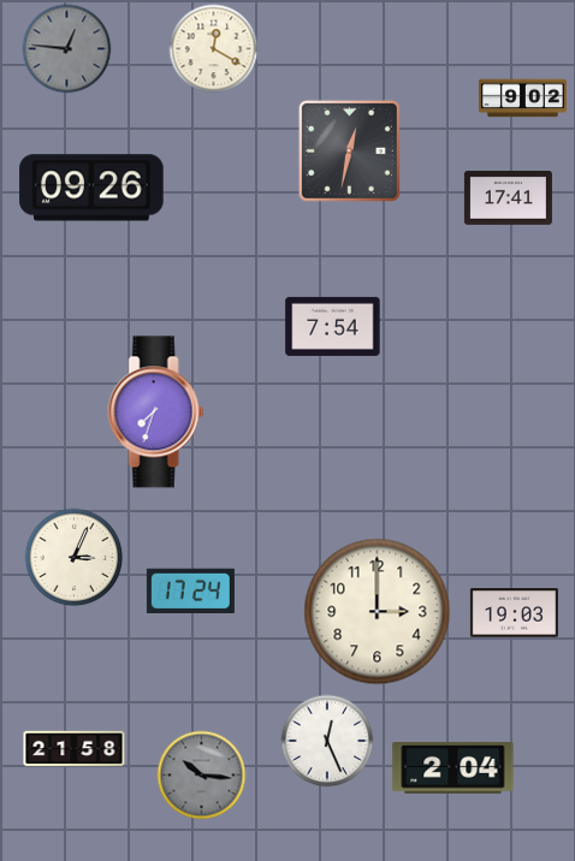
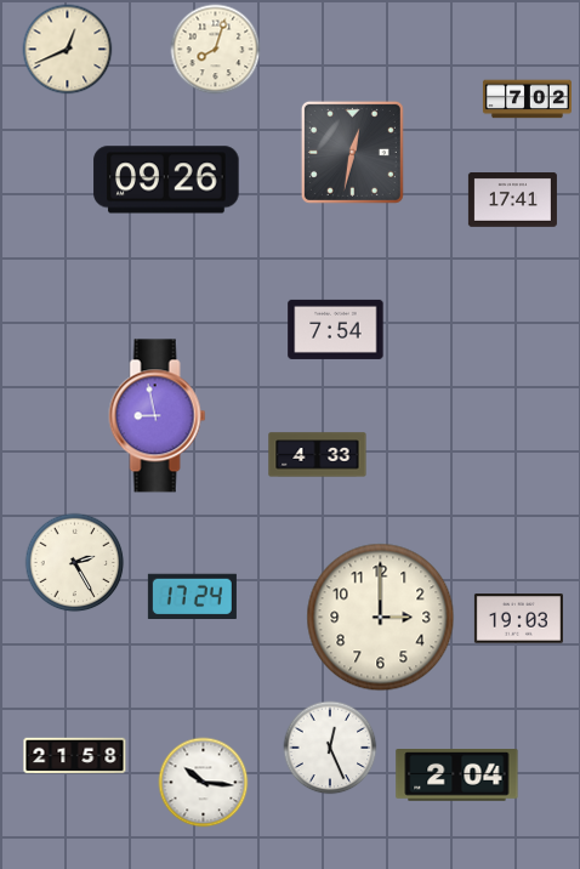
clock at (67, 49): 12:46 -> 12:41
clock at (67, 49) dial: grey -> cream
clock at (214, 49): 12:20 -> 8:03
clock at (522, 99): 9:02 -> 7:02
clock at (91, 188) position: (91, 188) -> (166, 180)
clock at (156, 412): 7:33 -> 8:58
clock at (318, 455): none -> 4:33
clock at (75, 558): 3:04 -> 2:25
clock at (202, 776) dial: grey -> white
